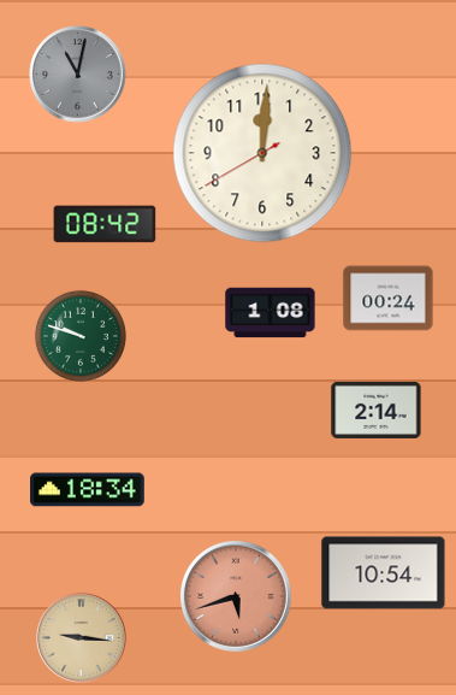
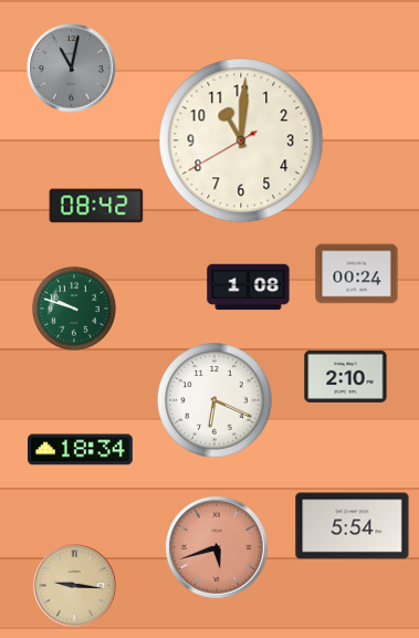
clock at (262, 153): 12:00 -> 11:00
clock at (377, 410): 2:14 -> 2:10
clock at (214, 400): none -> 6:19
clock at (384, 573): 10:54 -> 5:54
